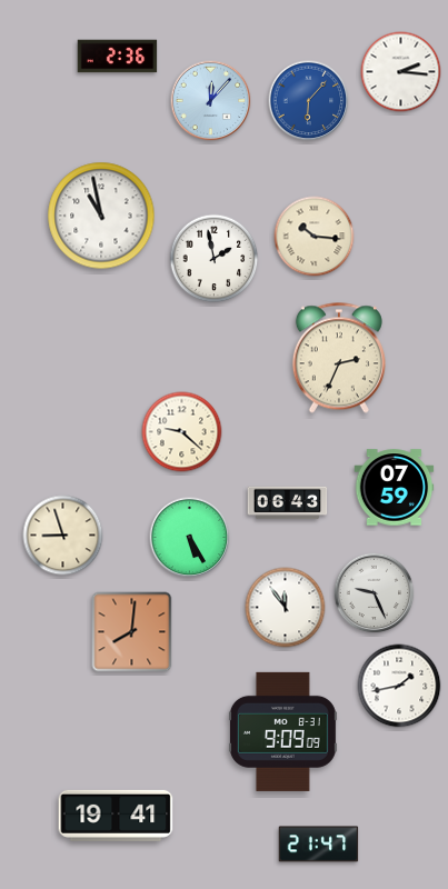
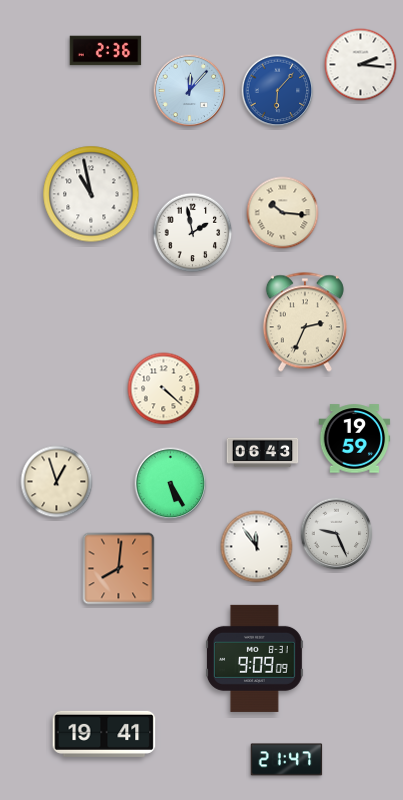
clock at (182, 432): 9:22 -> 4:22
clock at (395, 488): 07:59 -> 19:59
clock at (288, 503) position: (288, 503) -> (263, 453)
clock at (63, 536): 8:57 -> 12:57
clock at (399, 686): 1:43 -> none
